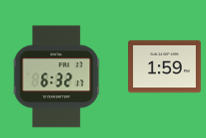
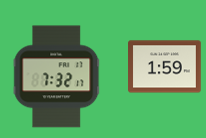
clock at (57, 77): 6:32 -> 7:32
